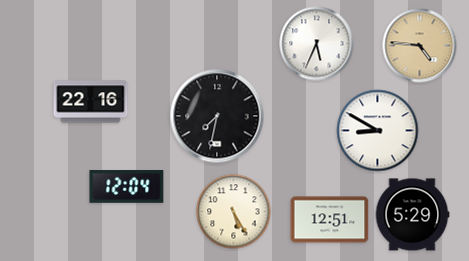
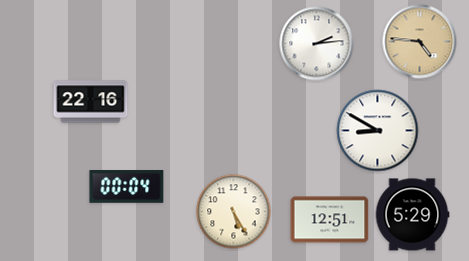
clock at (317, 44): 5:34 -> 2:14
clock at (420, 46) position: (420, 46) -> (420, 42)
clock at (217, 116): 7:32 -> none
clock at (127, 187): 12:04 -> 00:04
